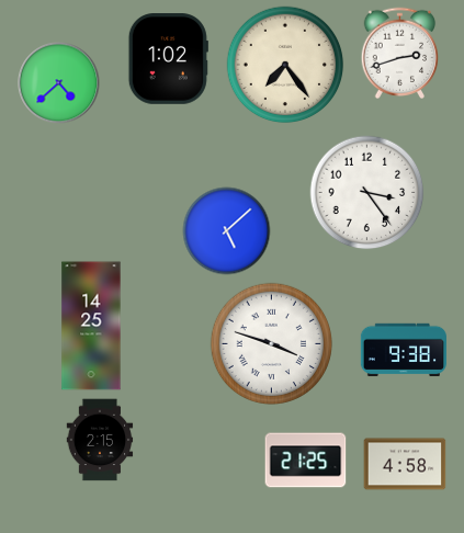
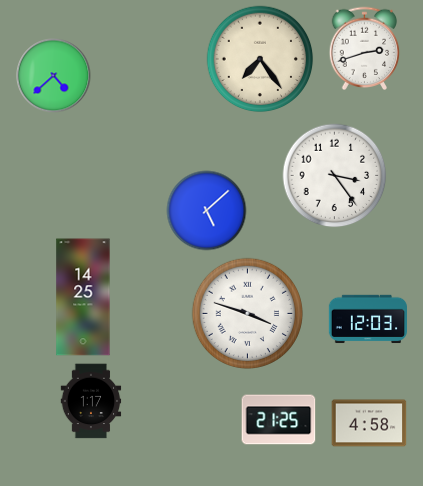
clock at (168, 59): 1:02 -> none
clock at (403, 350): 9:38 -> 12:03
clock at (100, 440): 2:15 -> 1:17
